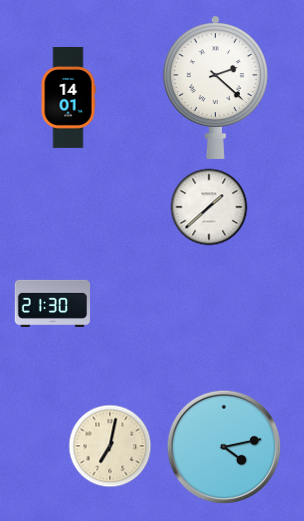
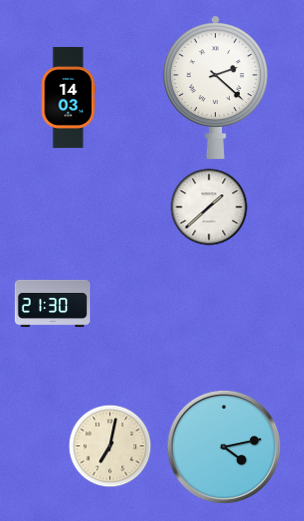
clock at (68, 97): 14:01 -> 14:03
